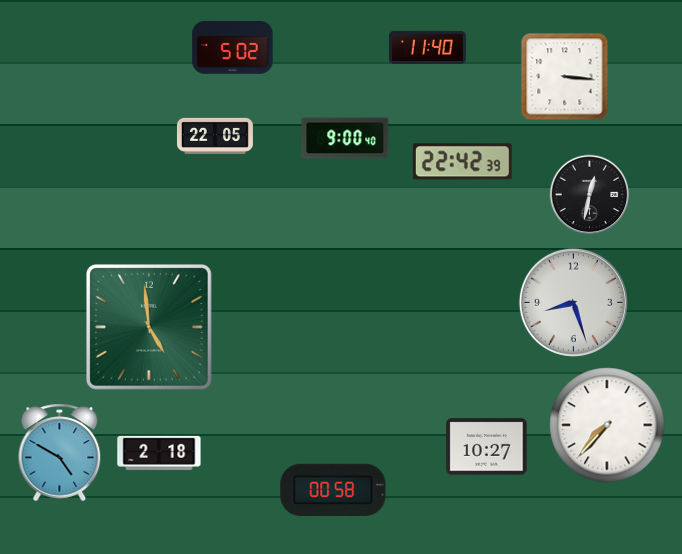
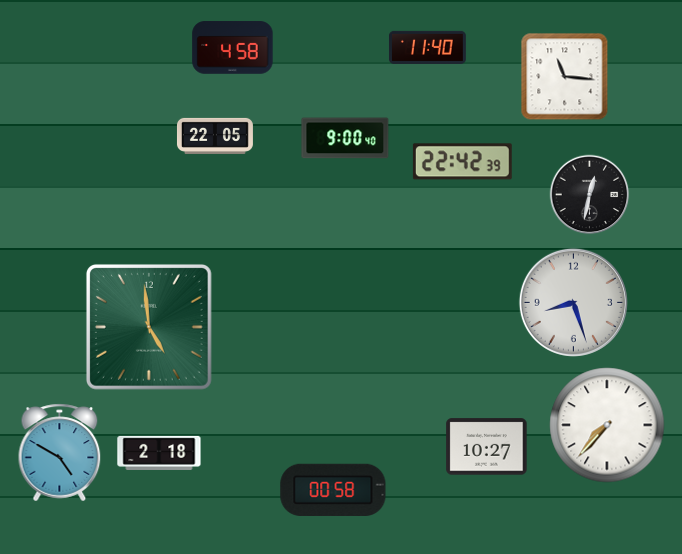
clock at (233, 48): 5:02 -> 4:58
clock at (565, 77): 3:16 -> 11:16
